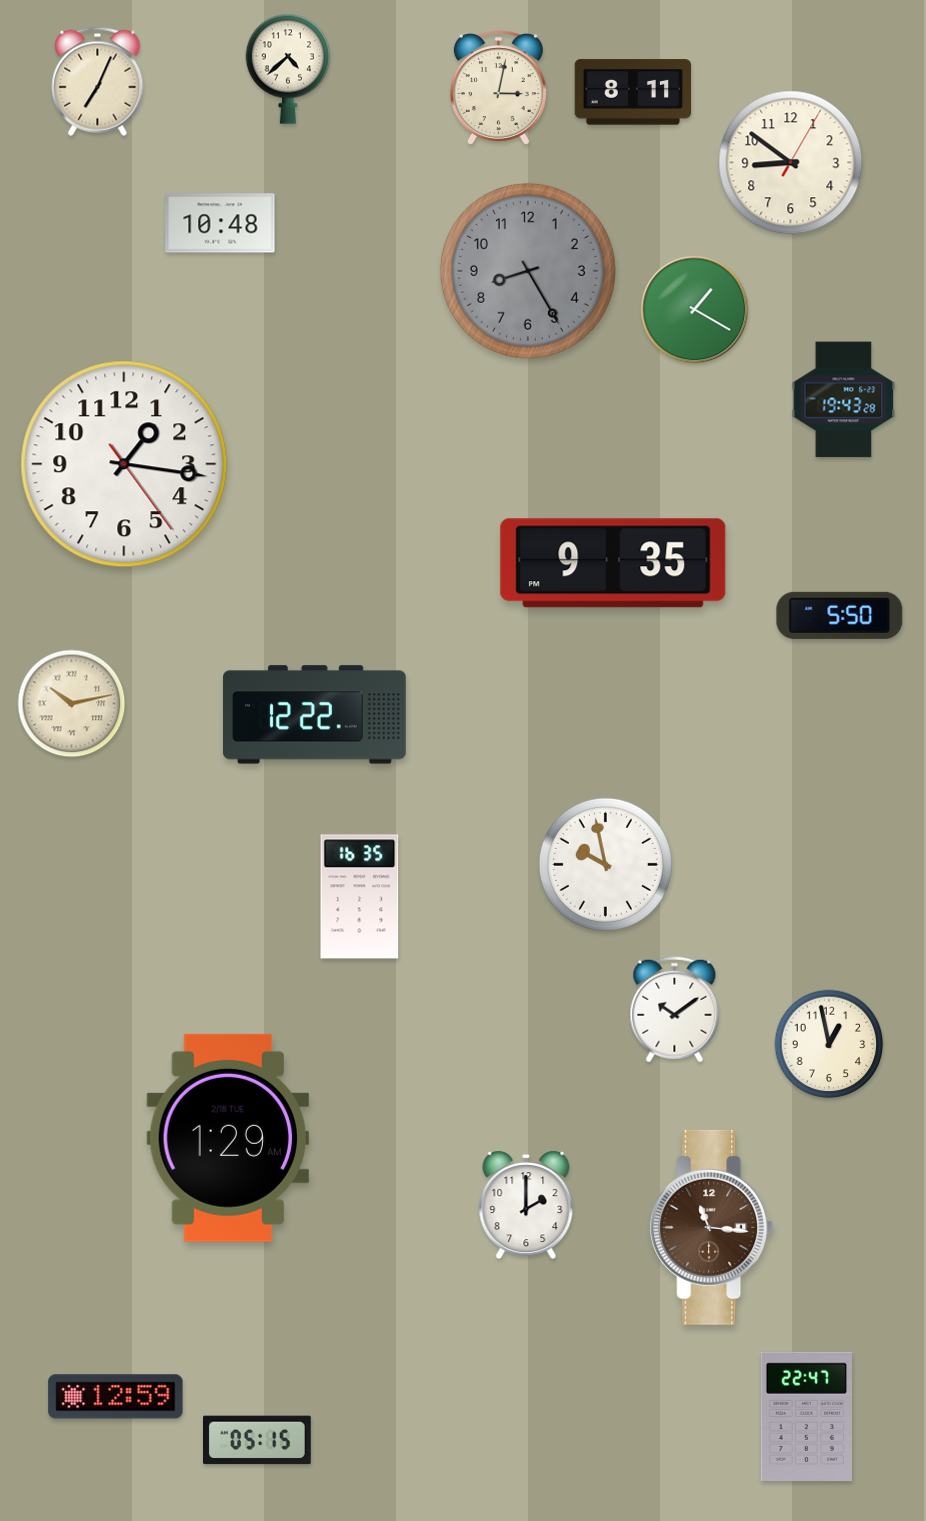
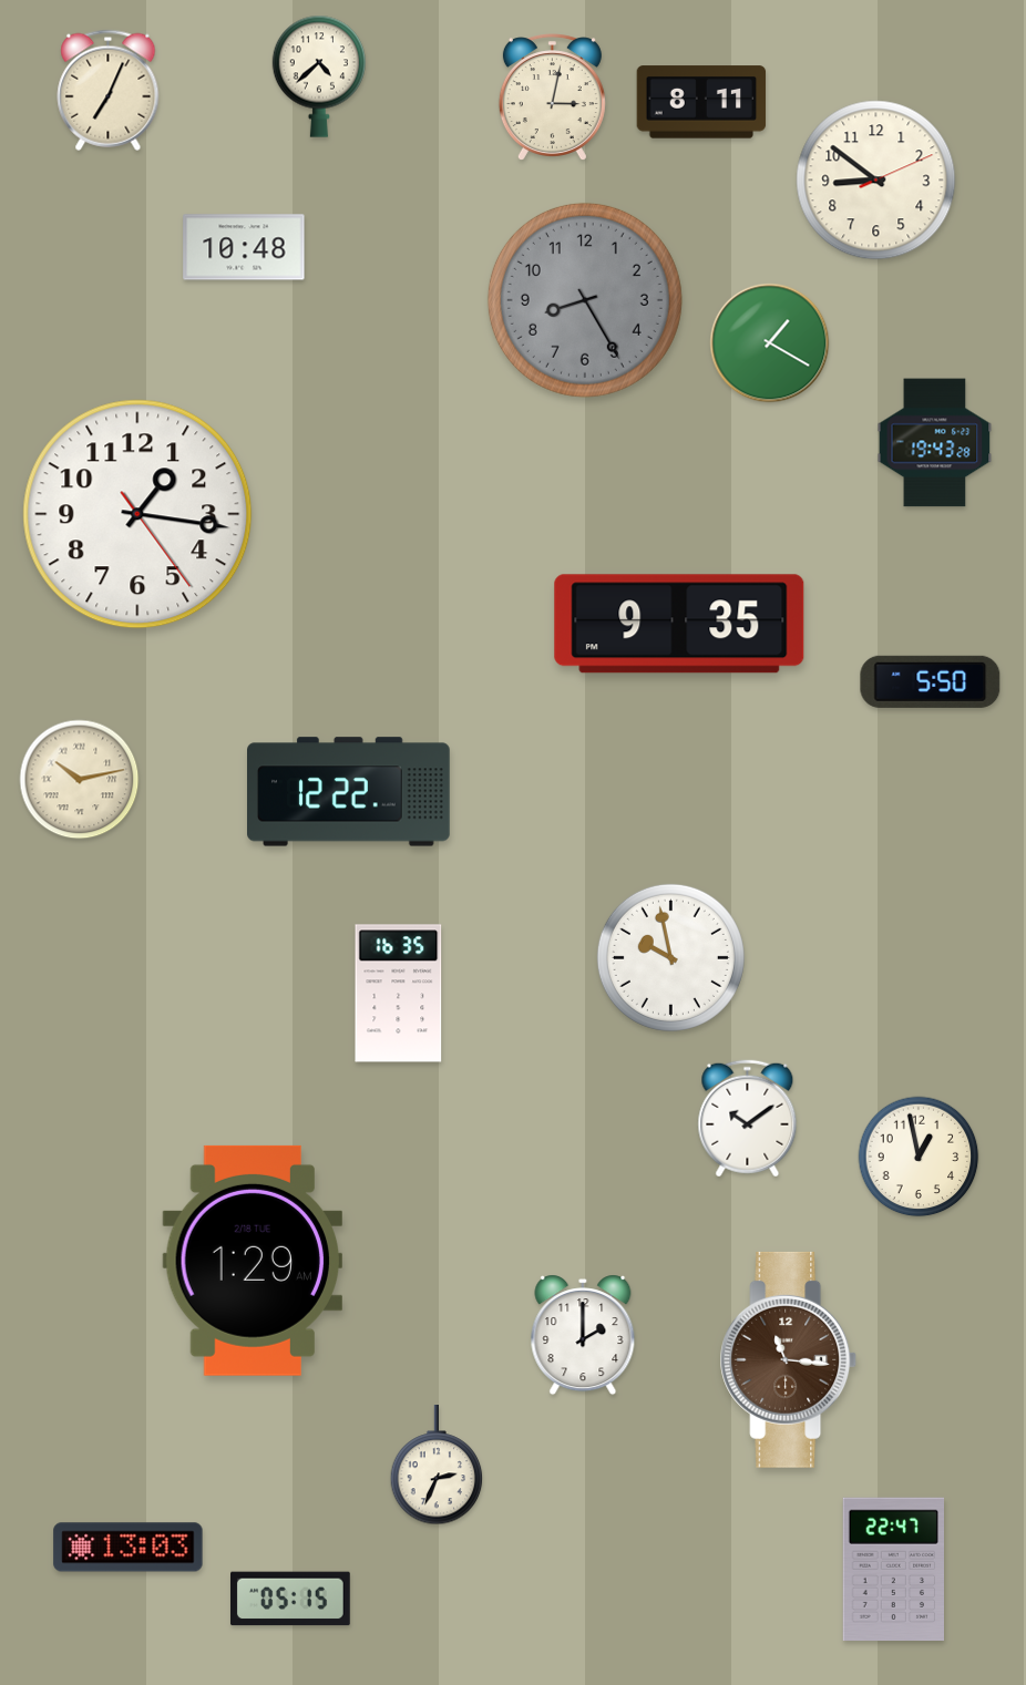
clock at (791, 163): 8:51:05 -> 8:51:11
clock at (437, 1466): none -> 2:34
clock at (116, 1397): 12:59 -> 13:03
clock at (258, 1440) position: (258, 1440) -> (291, 1599)
